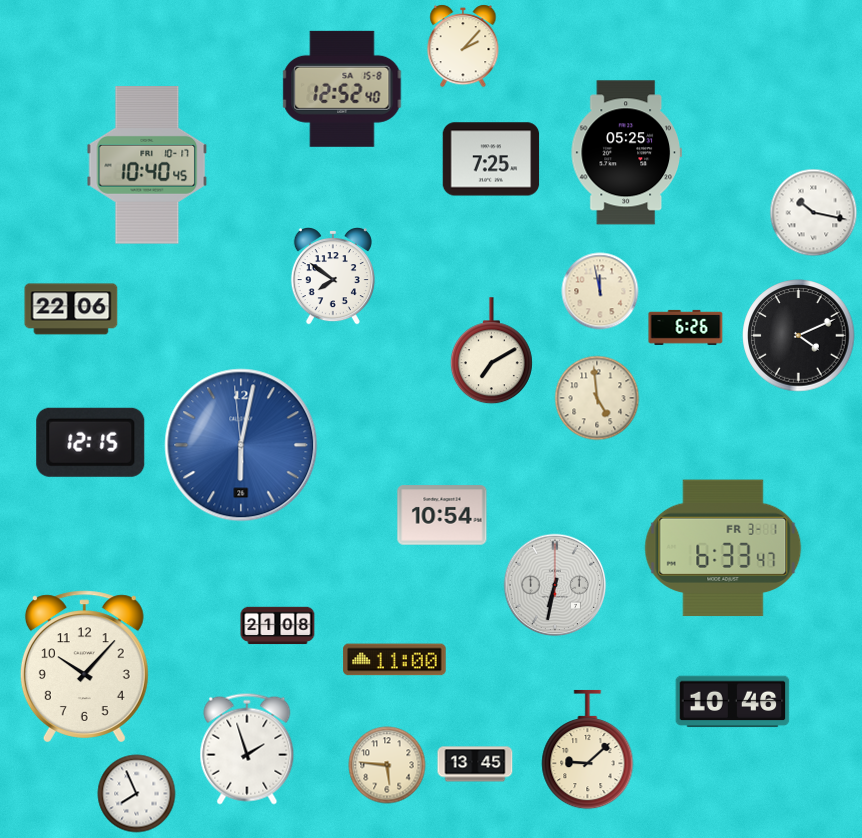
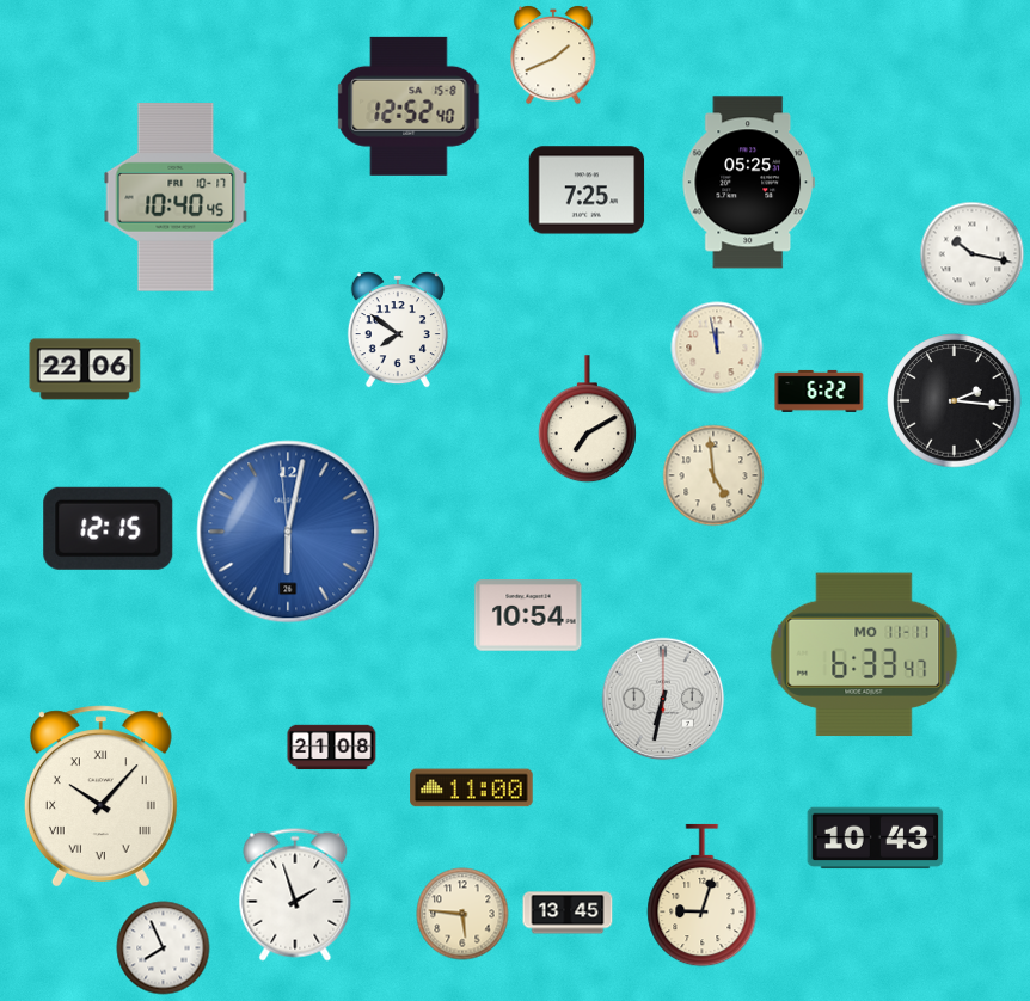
clock at (463, 46): 2:07 -> 1:41
clock at (686, 327): 6:26 -> 6:22
clock at (799, 336): 4:11 -> 2:16
clock at (723, 548) date: FR 3-1 -> MO 11-11
clock at (84, 667) numerals: Arabic -> Roman
clock at (733, 702): 10:46 -> 10:43
clock at (588, 750): 9:08 -> 9:03
